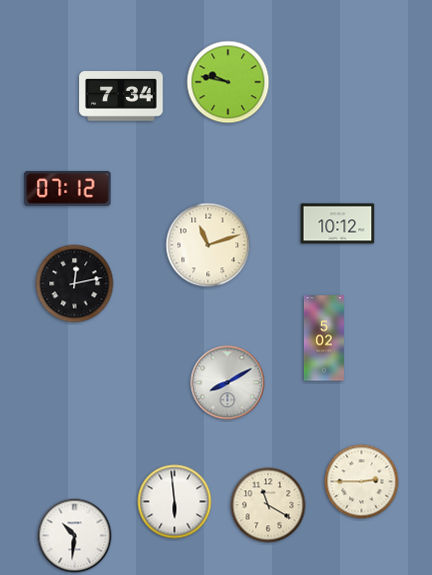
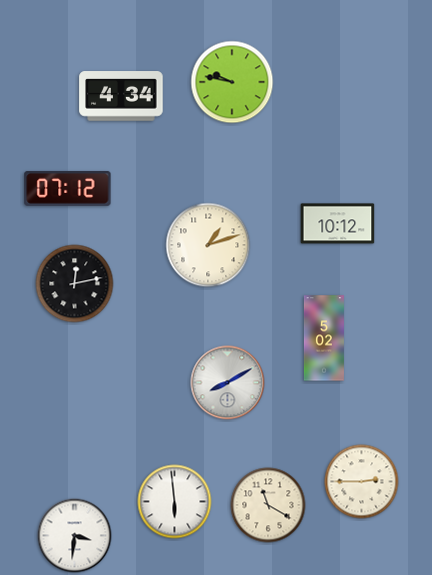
clock at (228, 82) position: (228, 82) -> (232, 82)
clock at (121, 96): 7:34 -> 4:34
clock at (208, 245): 11:12 -> 1:12
clock at (75, 536): 10:31 -> 3:31
